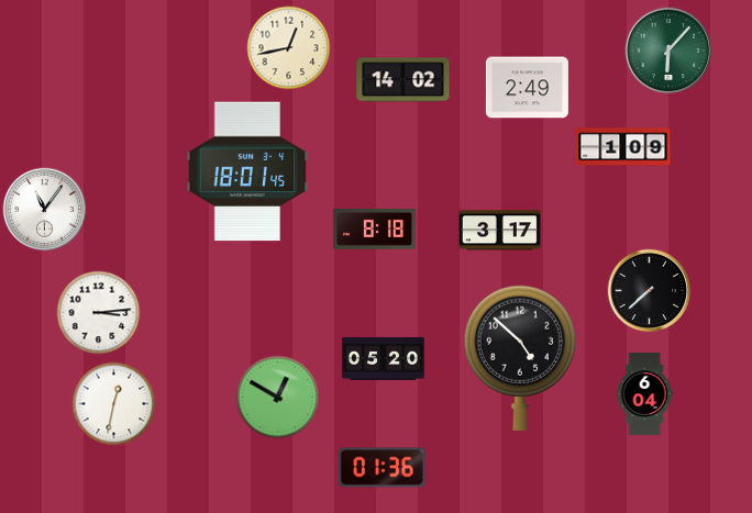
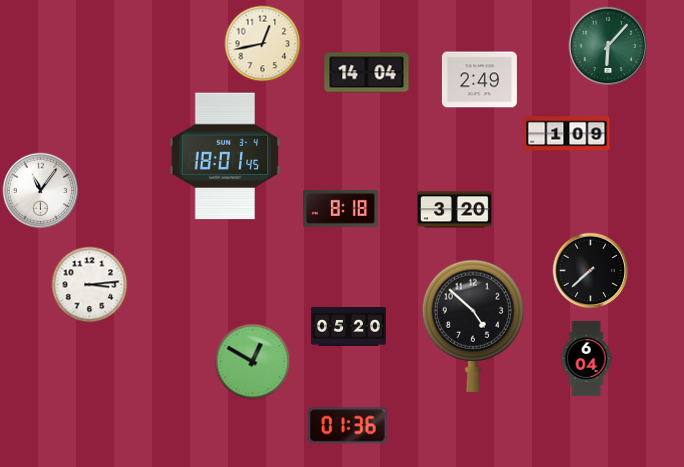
clock at (403, 80): 14:02 -> 14:04
clock at (499, 231): 3:17 -> 3:20
clock at (650, 291) position: (650, 291) -> (591, 271)
clock at (114, 404): 12:32 -> none
